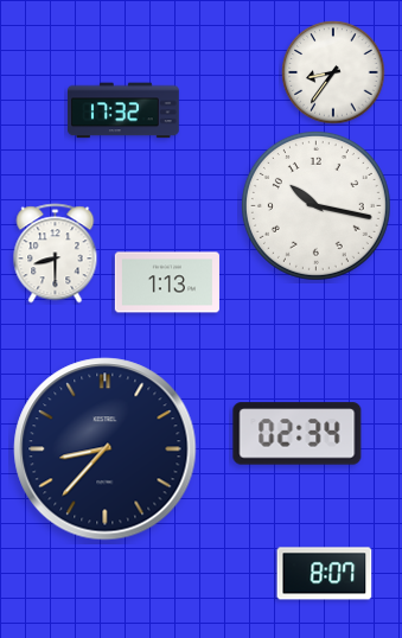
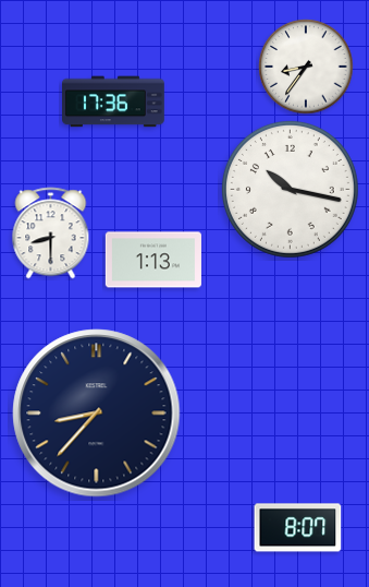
clock at (125, 110): 17:32 -> 17:36
clock at (298, 434): 02:34 -> none
